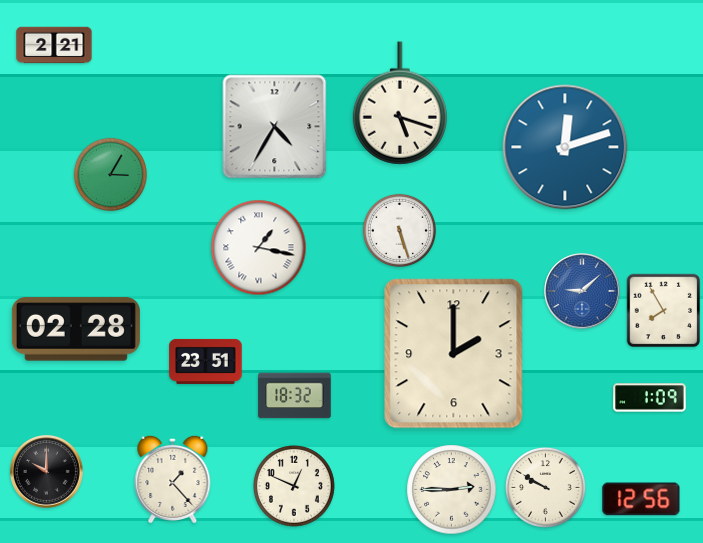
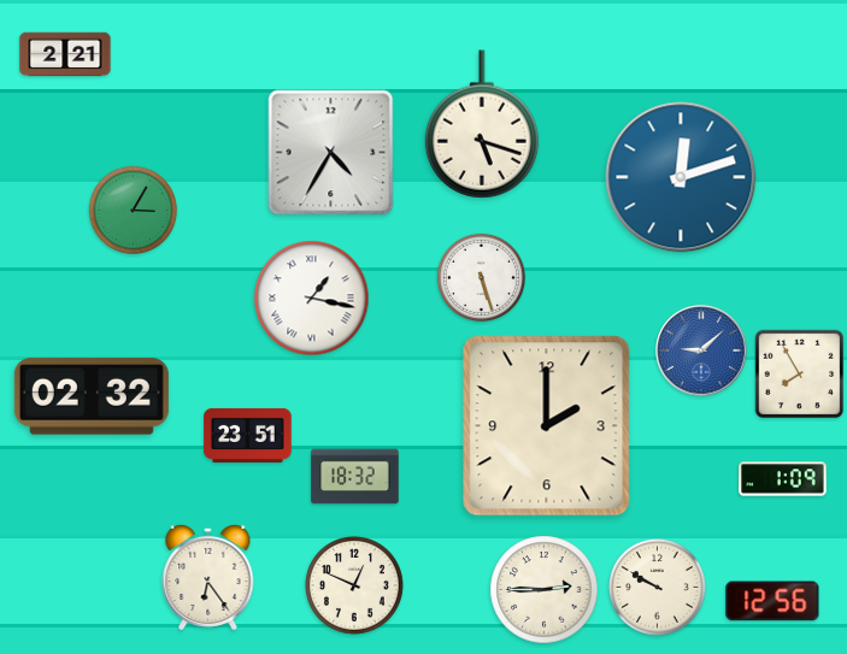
clock at (76, 329): 02:28 -> 02:32
clock at (47, 472): 10:00 -> none
clock at (173, 478): 1:23 -> 6:24
